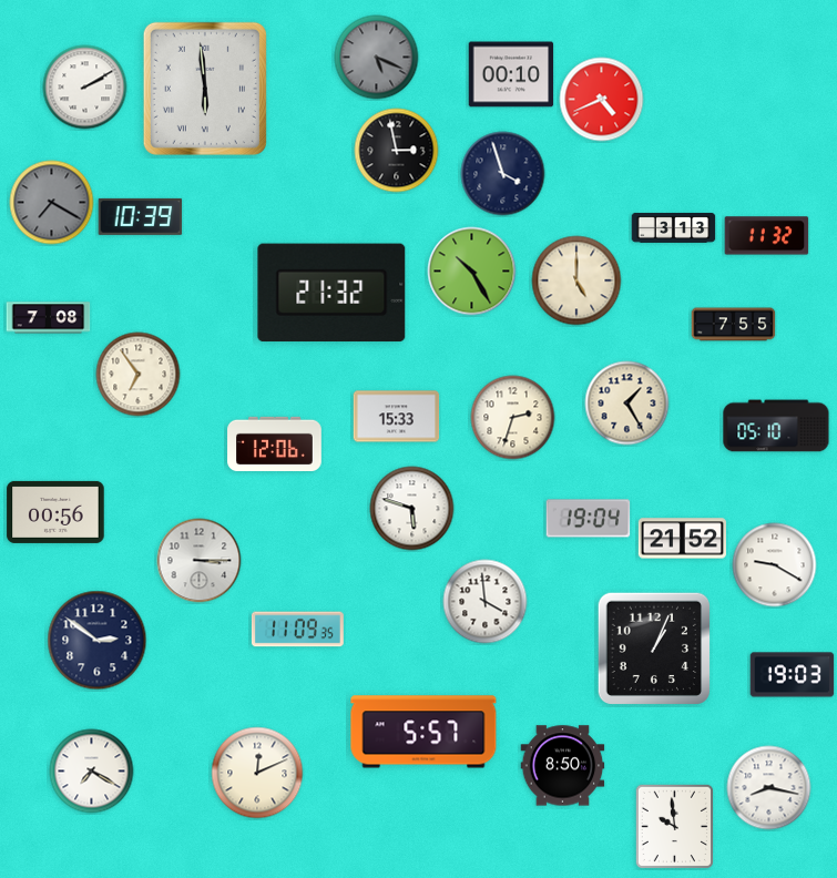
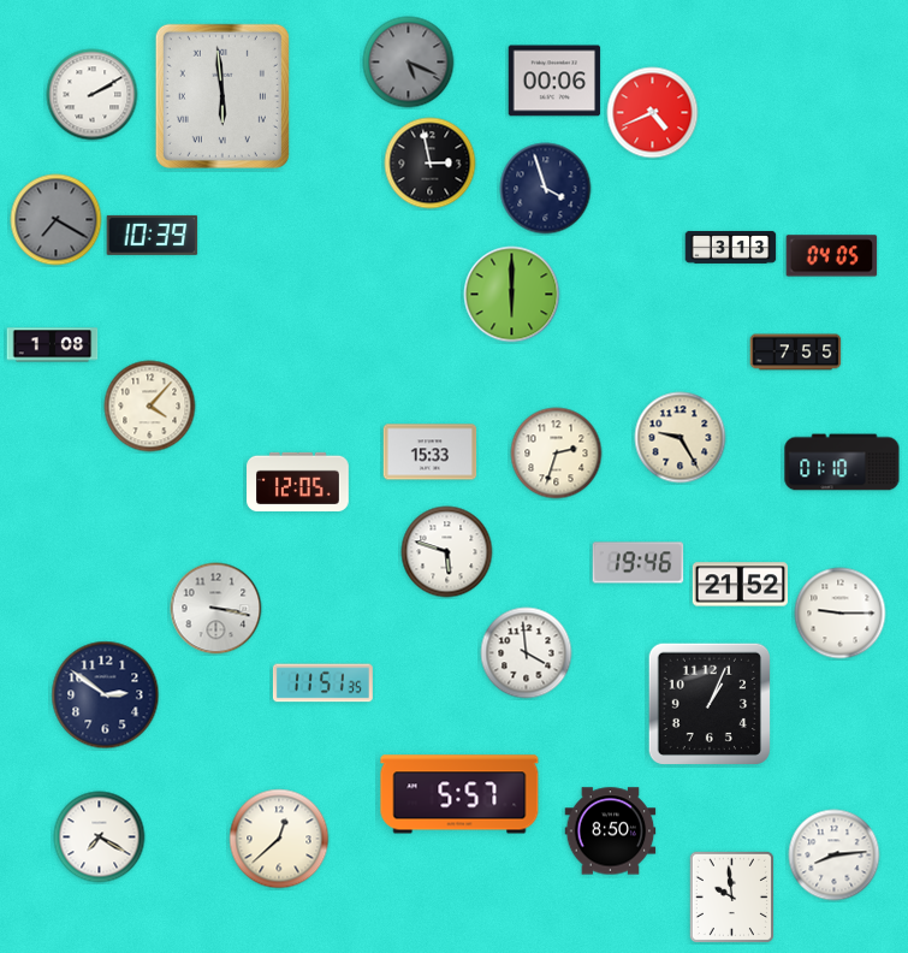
clock at (511, 74): 00:10 -> 00:06
clock at (602, 100) position: (602, 100) -> (653, 113)
clock at (767, 236): 11:32 -> 04:05
clock at (472, 272): 10:25 -> 6:00
clock at (576, 280): 5:00 -> none
clock at (331, 293): 21:32 -> none
clock at (49, 318): 7:08 -> 1:08
clock at (139, 375): 6:54 -> 4:07
clock at (627, 404): 1:25 -> 9:25
clock at (776, 426): 05:10 -> 01:10
clock at (275, 445): 12:06 -> 12:05
clock at (55, 512): 00:56 -> none
clock at (589, 519): 19:04 -> 19:46
clock at (200, 561): 3:15 -> 3:17
clock at (775, 565): 9:20 -> 9:15
clock at (297, 630): 11:09 -> 11:51
clock at (793, 675): 19:03 -> none
clock at (257, 773): 12:11 -> 12:38
clock at (769, 788): 8:17 -> 8:14
